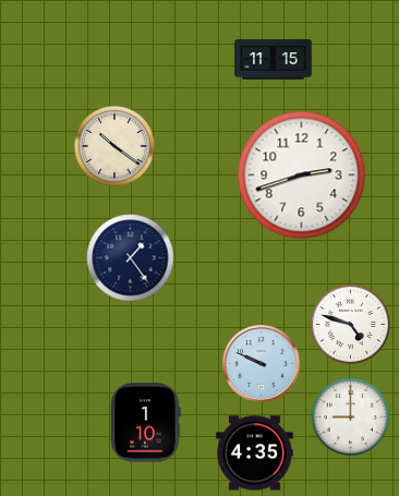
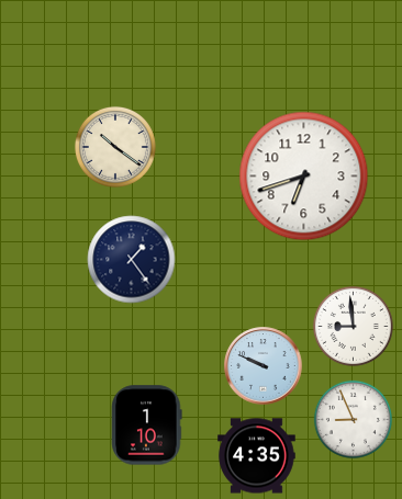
clock at (274, 60): 11:15 -> none
clock at (302, 176): 2:42 -> 6:42
clock at (350, 324): 4:48 -> 8:59
clock at (350, 416): 9:00 -> 8:56
